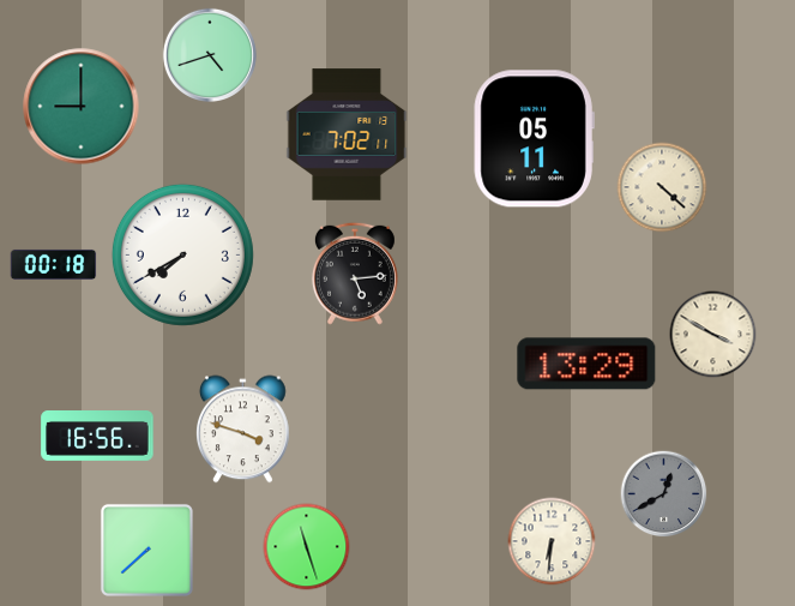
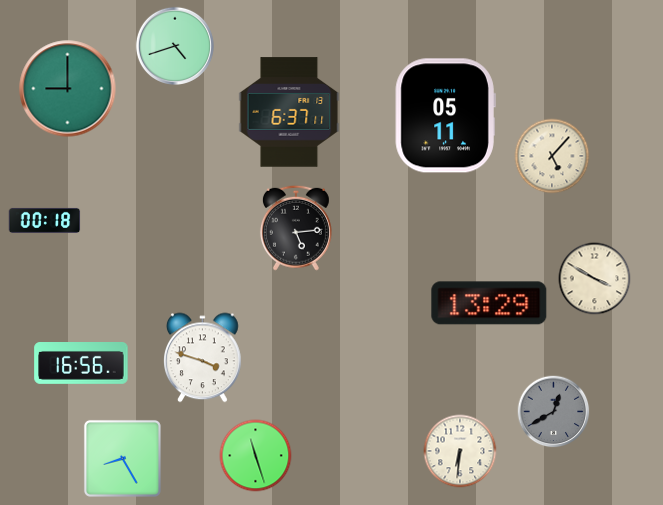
clock at (347, 134): 7:02 -> 6:37
clock at (662, 187): 4:22 -> 5:07
clock at (182, 254): 7:40 -> none
clock at (146, 550): 7:38 -> 8:25
